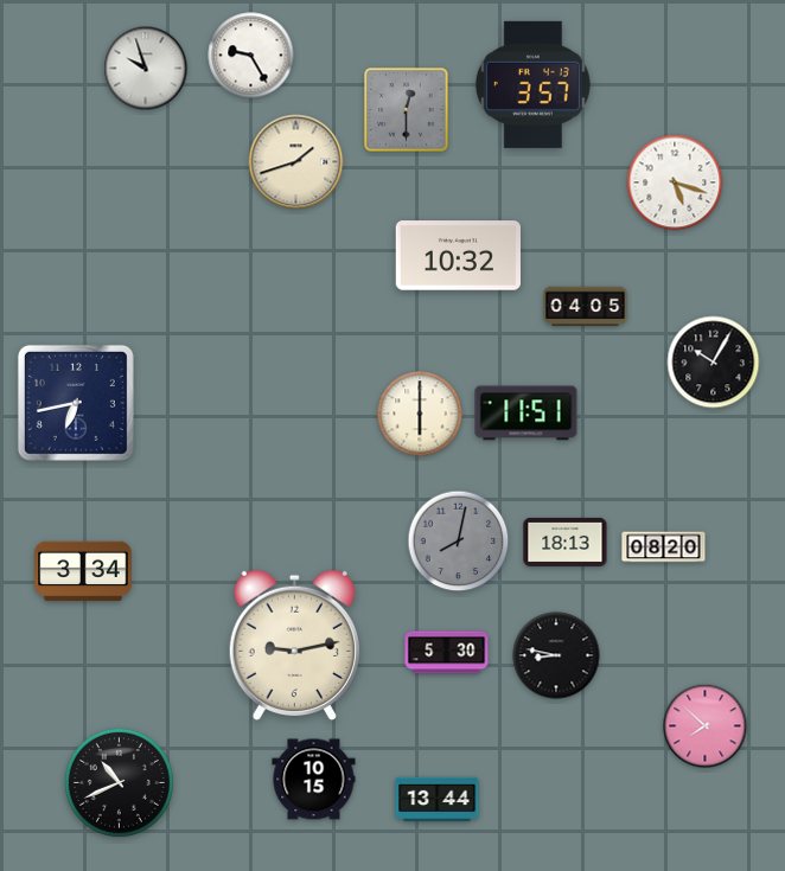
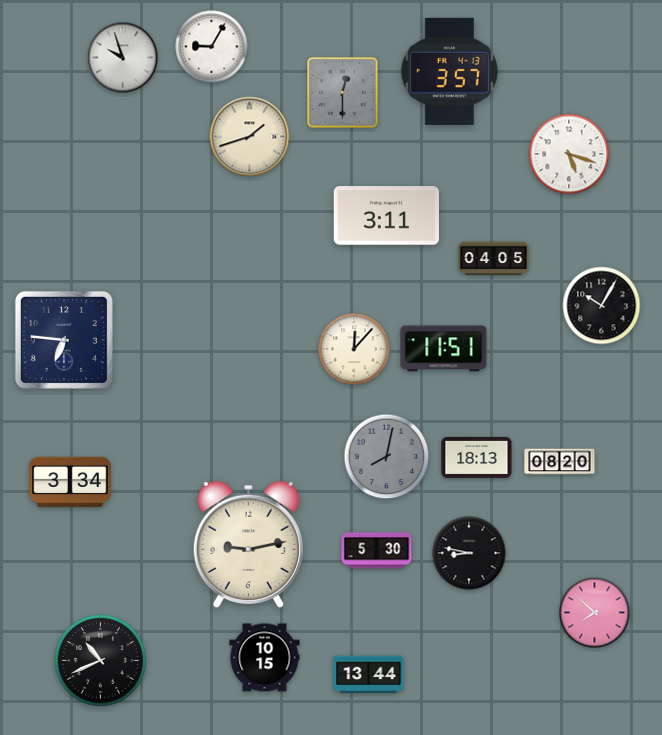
clock at (251, 56): 9:25 -> 9:05
clock at (458, 256): 10:32 -> 3:11
clock at (76, 403): 6:43 -> 6:46
clock at (420, 414): 6:00 -> 12:07
